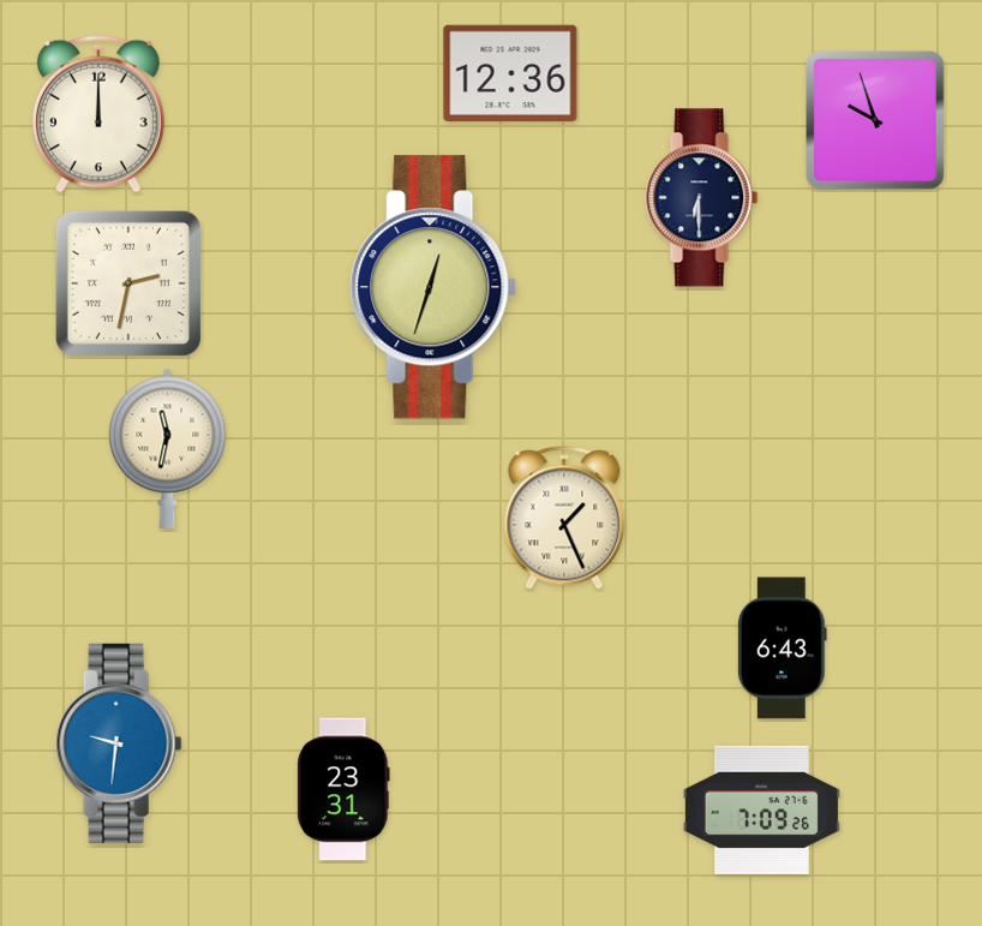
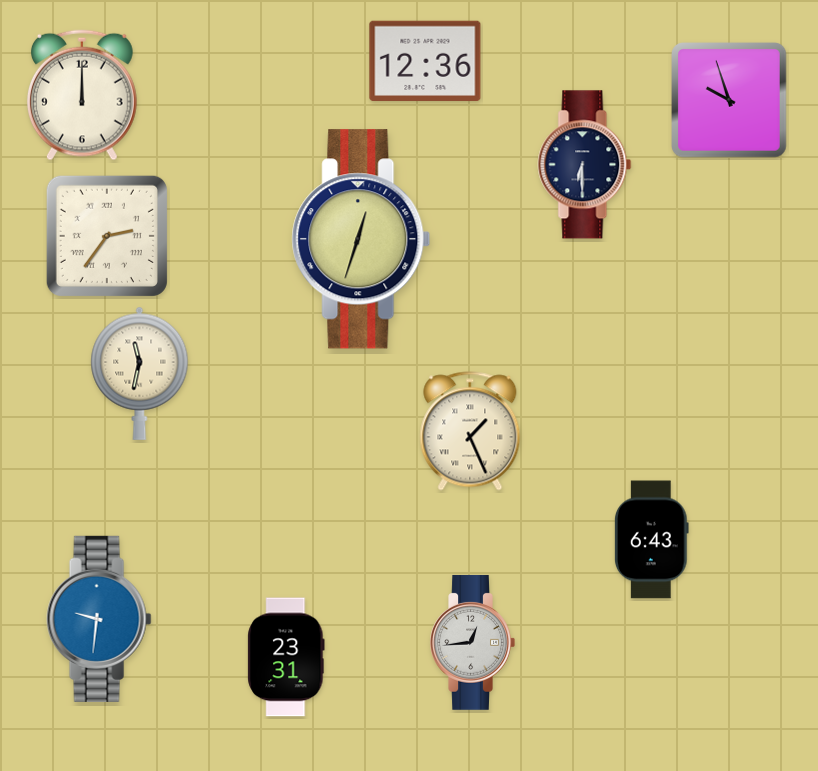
clock at (128, 283): 2:32 -> 2:36
clock at (472, 642): none -> 12:44
clock at (761, 809): 7:09 -> none
